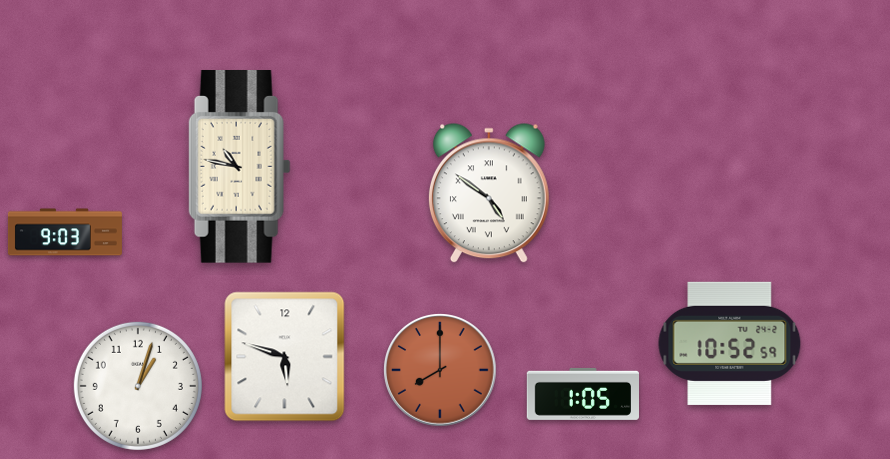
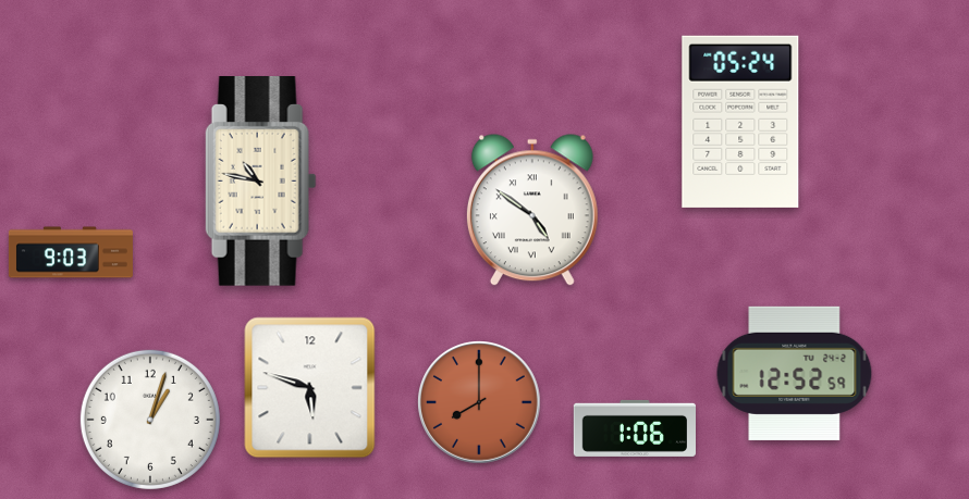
clock at (740, 122): none -> 05:24
clock at (730, 343): 10:52 -> 12:52
clock at (582, 394): 1:05 -> 1:06
